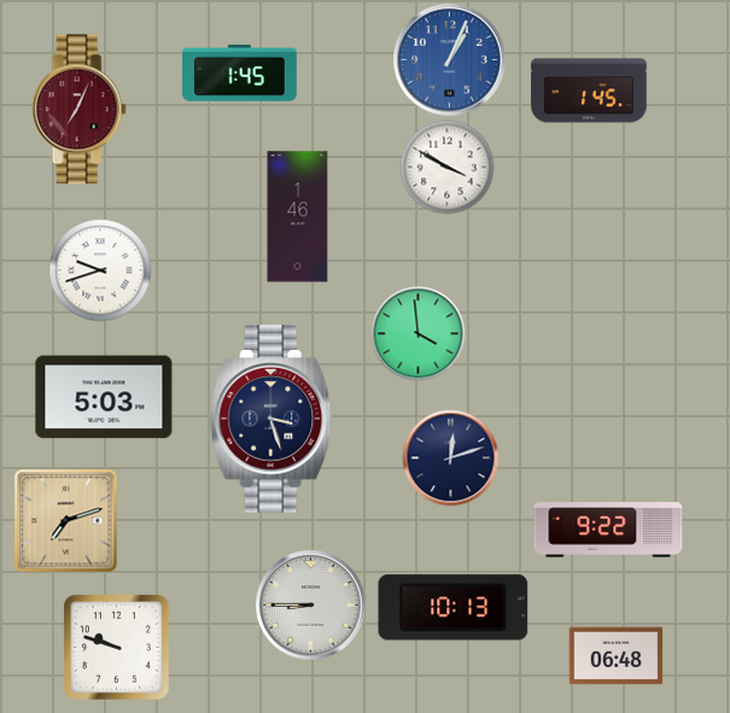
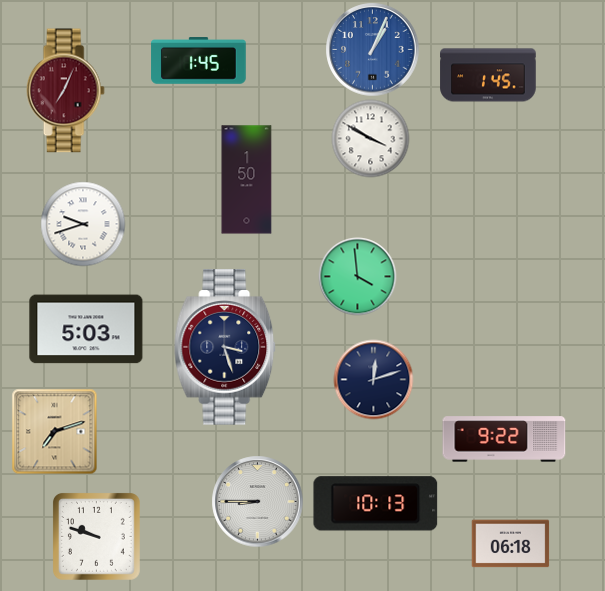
clock at (298, 217): 1:46 -> 1:50
clock at (417, 333) position: (417, 333) -> (357, 276)
clock at (615, 656): 06:48 -> 06:18
